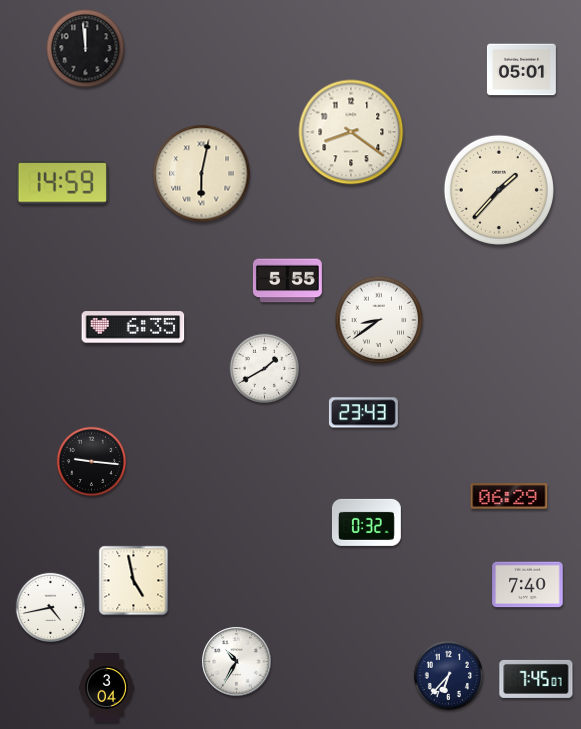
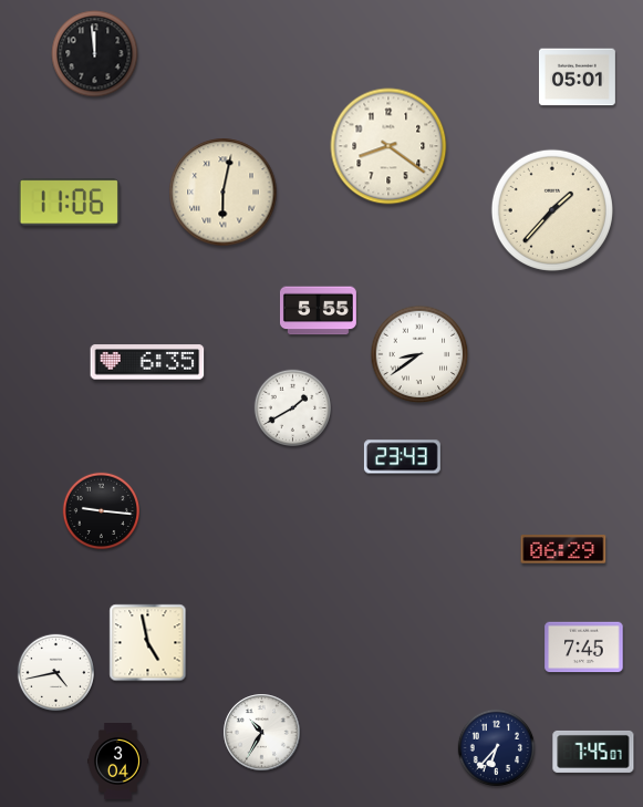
clock at (62, 183): 14:59 -> 11:06
clock at (366, 522): 0:32 -> none
clock at (528, 585): 7:40 -> 7:45
